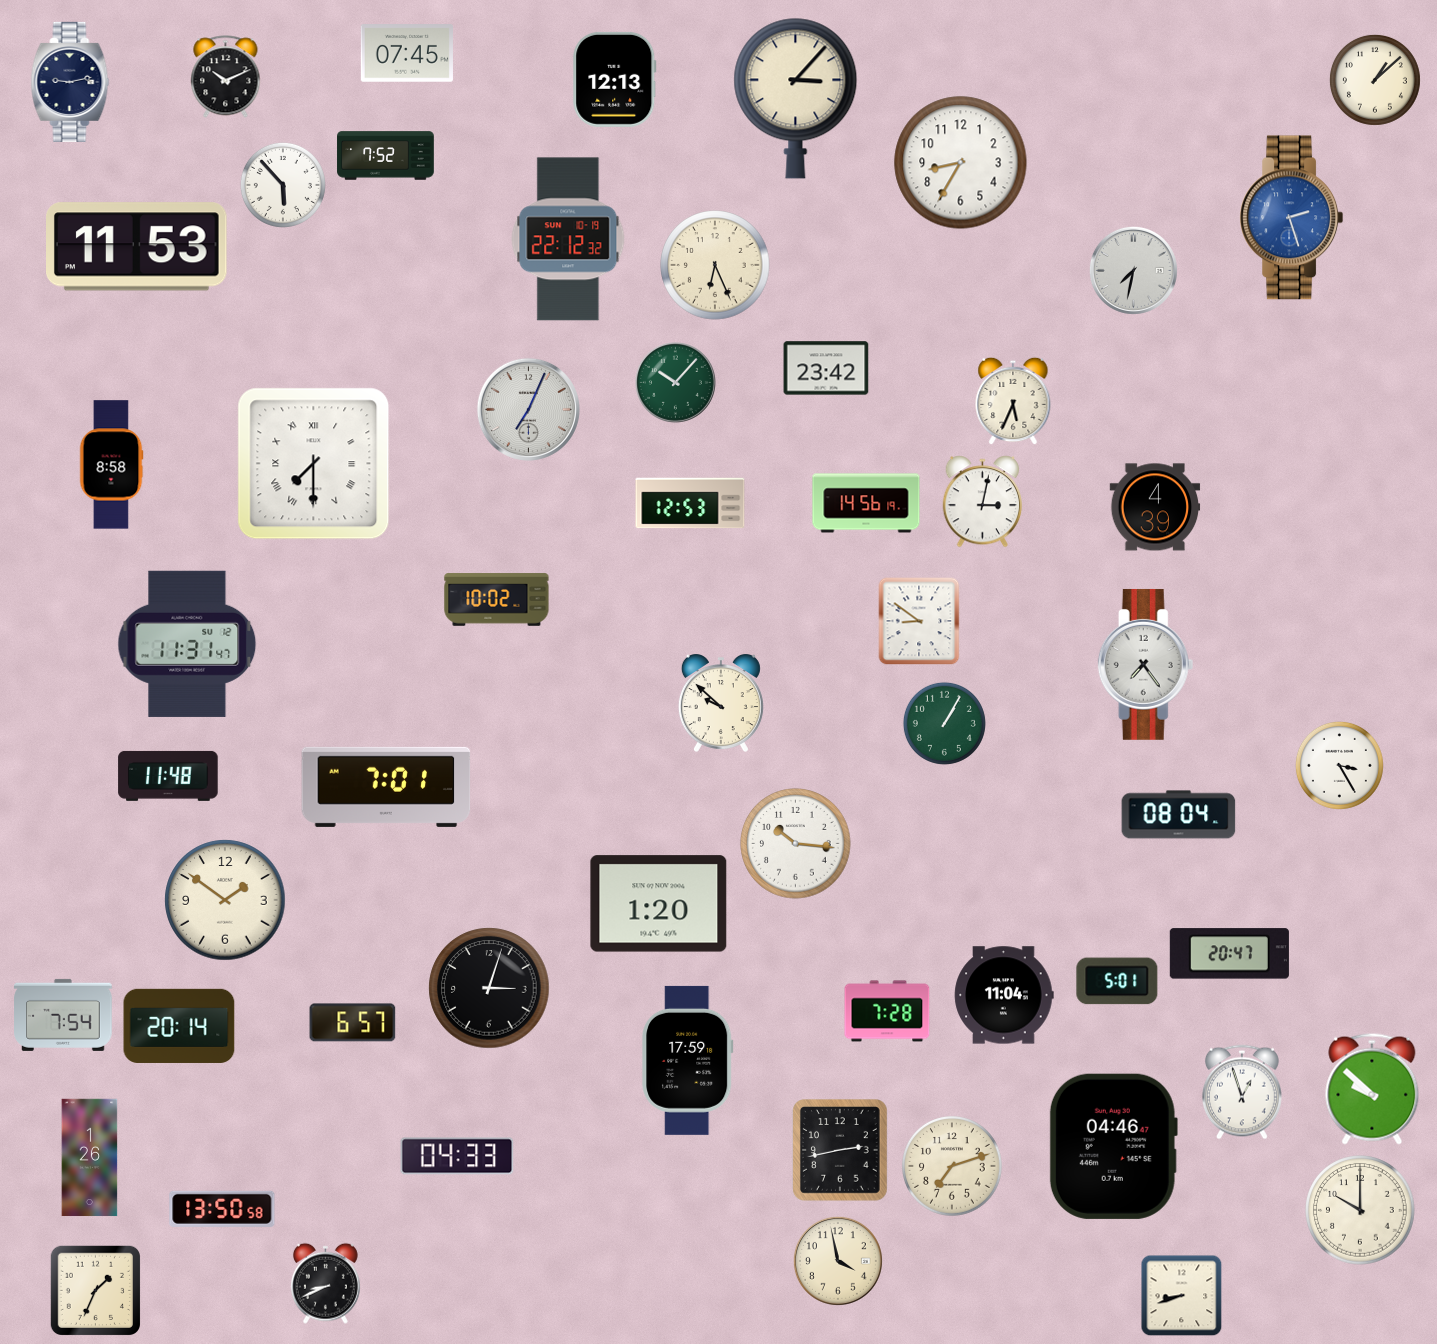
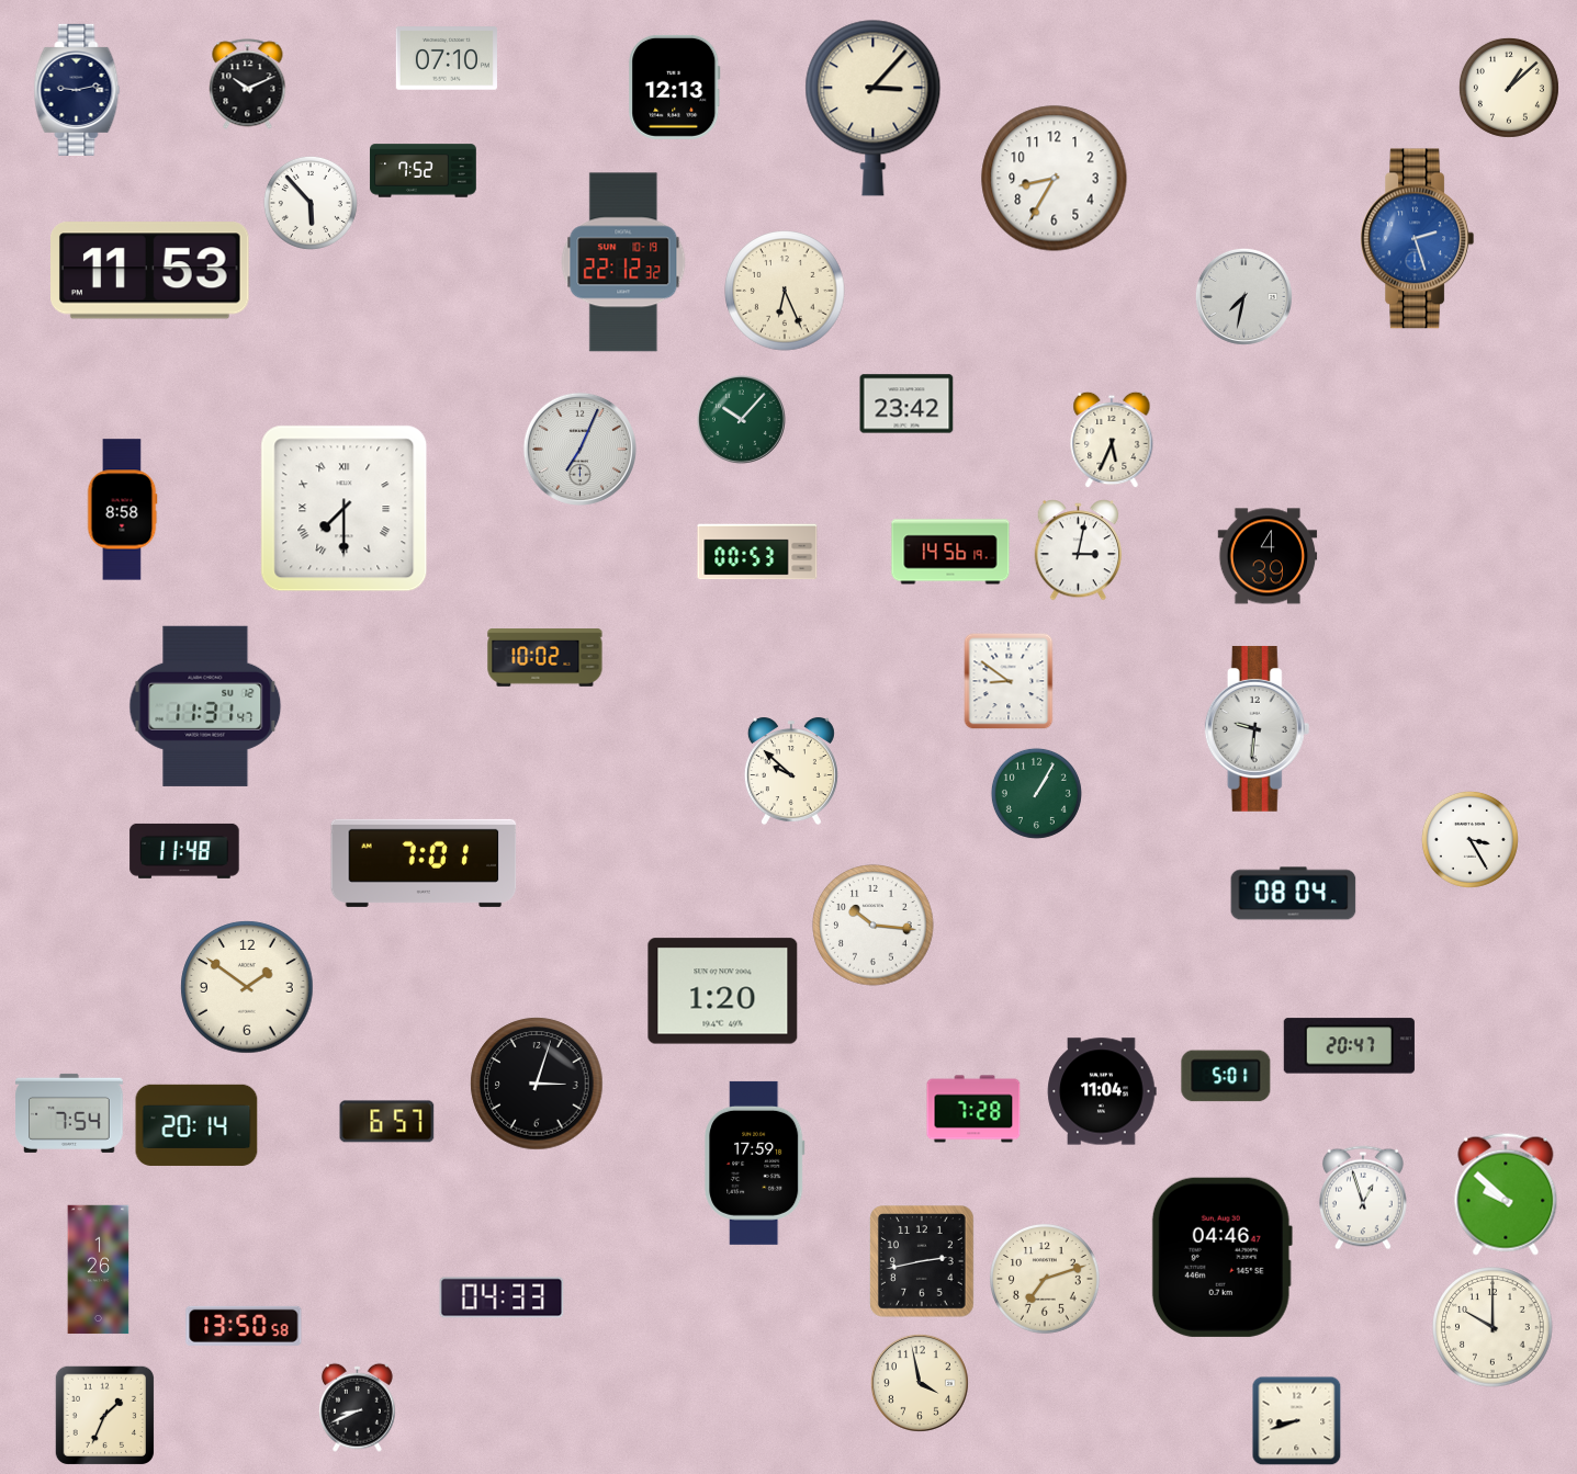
clock at (407, 53): 07:45 -> 07:10
clock at (690, 503): 12:53 -> 00:53
clock at (1146, 664): 7:24 -> 9:31
clock at (457, 1156) position: (457, 1156) -> (502, 1297)
